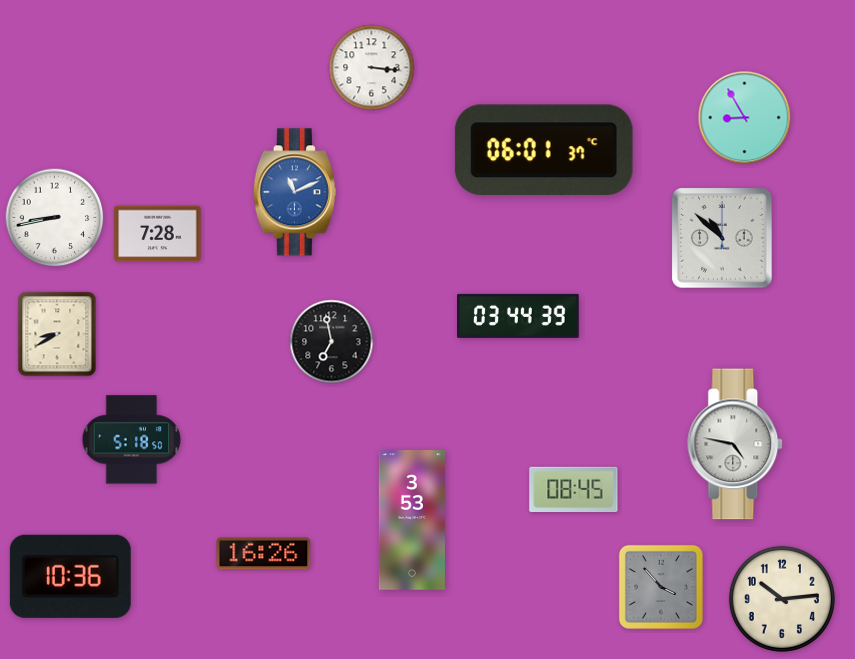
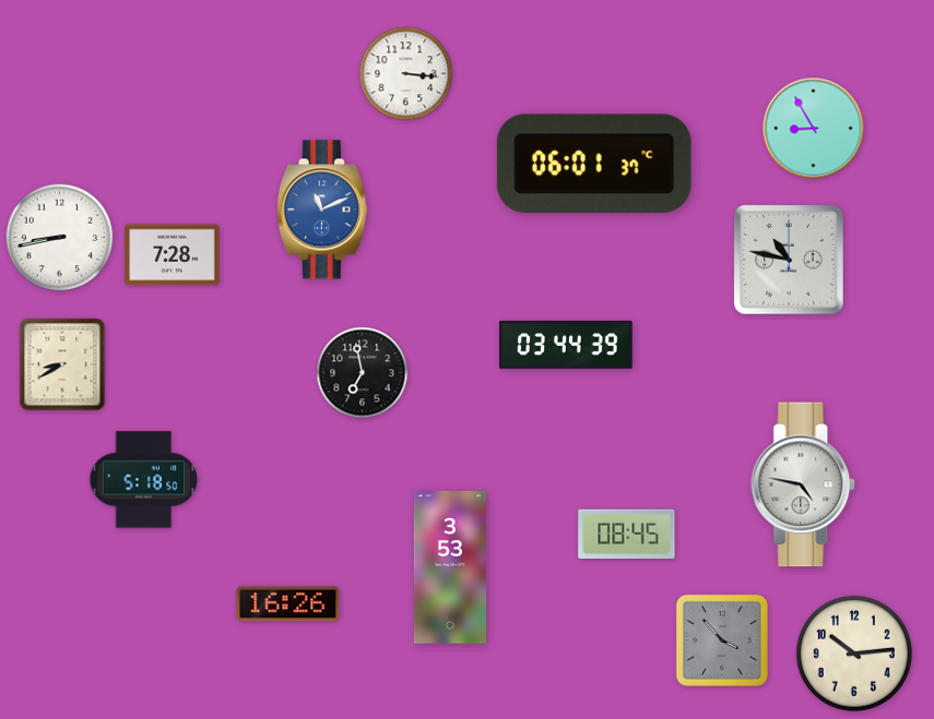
clock at (722, 238): 10:52 -> 10:47
clock at (70, 576): 10:36 -> none
